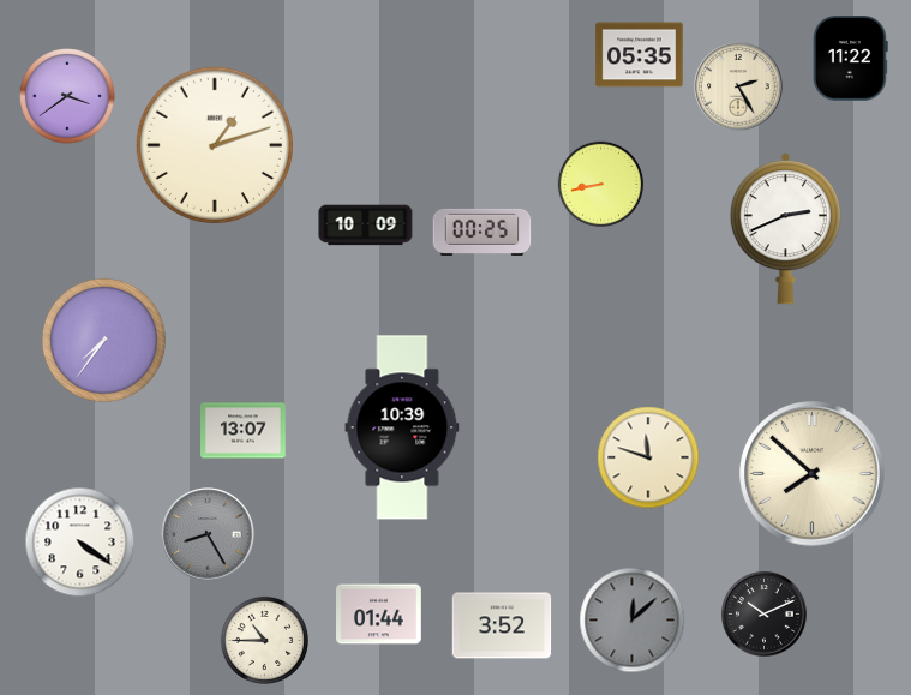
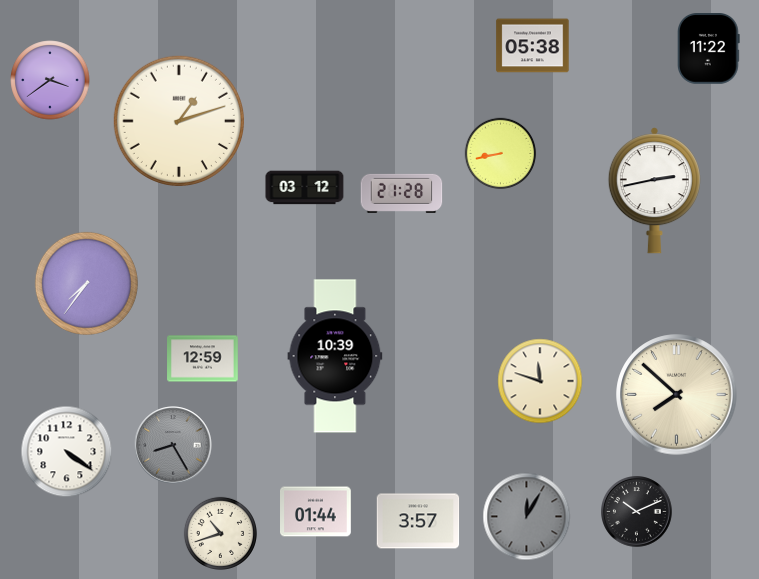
clock at (640, 55): 05:35 -> 05:38
clock at (738, 86): 2:25 -> none
clock at (67, 96) position: (67, 96) -> (50, 80)
clock at (366, 226): 10:09 -> 03:12
clock at (785, 229): 2:41 -> 2:43
clock at (483, 232): 00:25 -> 21:28
clock at (244, 431): 13:07 -> 12:59
clock at (633, 621): 12:08 -> 12:05
clock at (502, 625): 3:52 -> 3:57
clock at (264, 640): 10:45 -> 10:42
